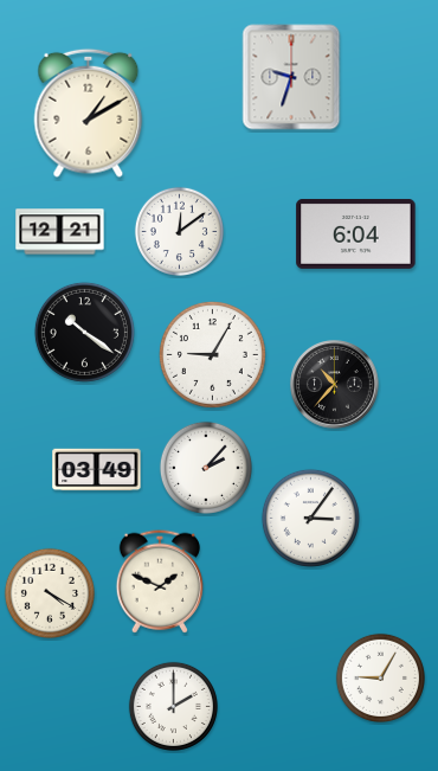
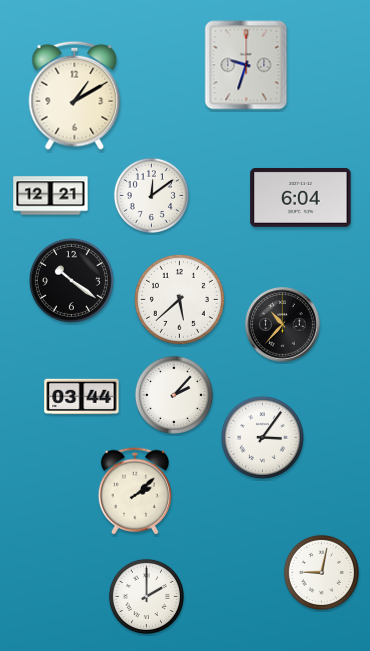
clock at (212, 354): 9:05 -> 5:38
clock at (97, 470): 03:49 -> 03:44
clock at (160, 582): 1:49 -> 2:08
clock at (50, 593): 4:20 -> none
clock at (380, 677): 9:05 -> 9:02
